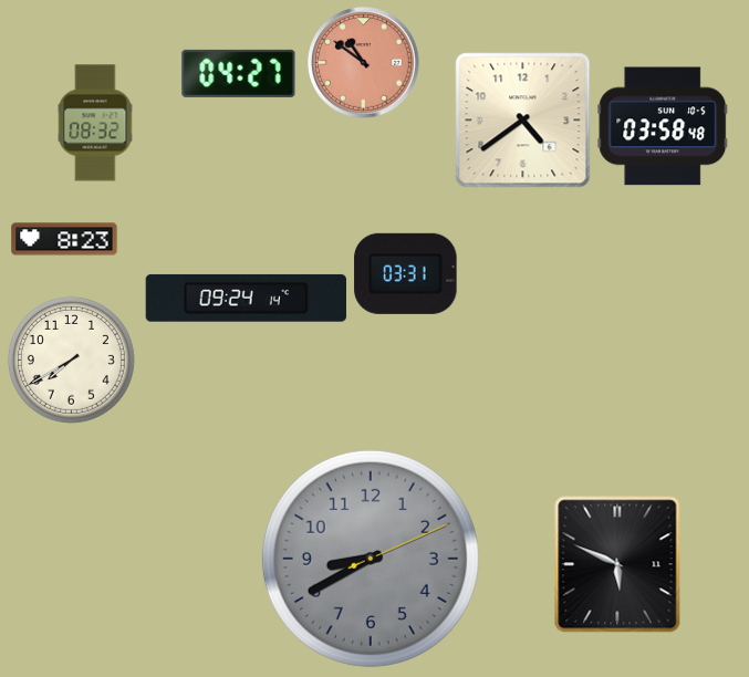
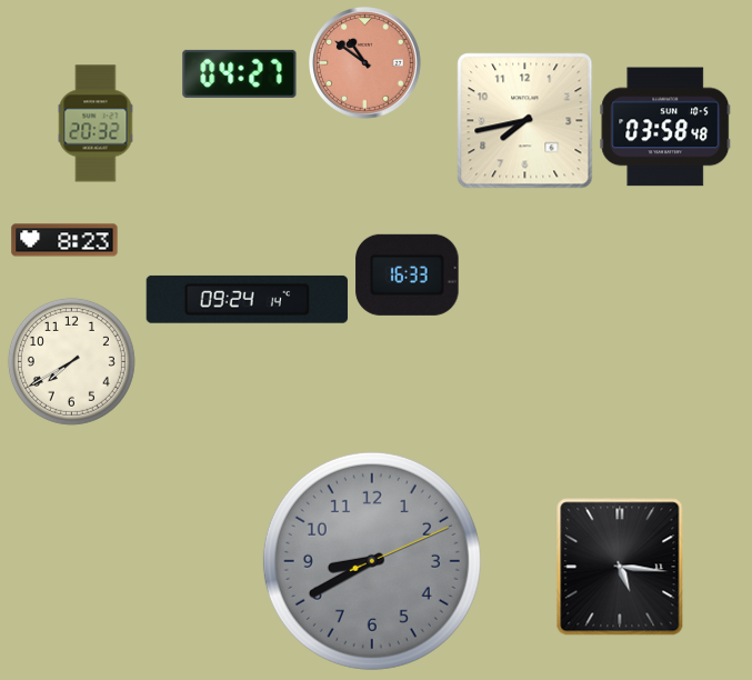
clock at (523, 121): 4:39 -> 7:43
clock at (95, 123): 08:32 -> 20:32
clock at (406, 273): 03:31 -> 16:33
clock at (617, 564): 5:49 -> 5:16
